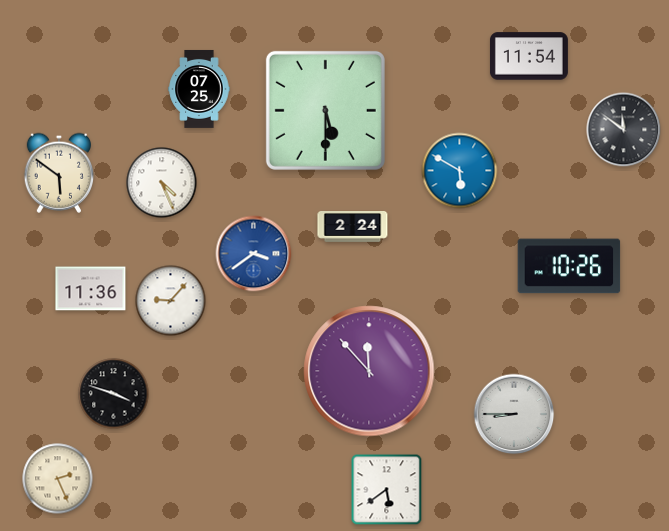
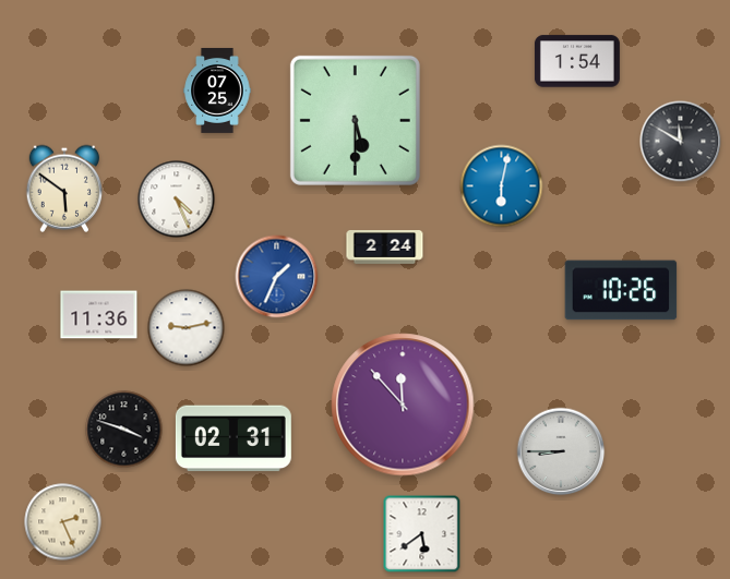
clock at (529, 56): 11:54 -> 1:54
clock at (199, 89) position: (199, 89) -> (217, 91)
clock at (624, 130): 11:51 -> 11:50
clock at (460, 171): 5:50 -> 6:02
clock at (254, 254): 3:39 -> 1:34
clock at (171, 301): 9:07 -> 9:13
clock at (234, 438): none -> 02:31
